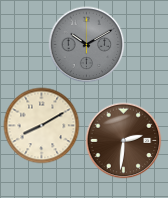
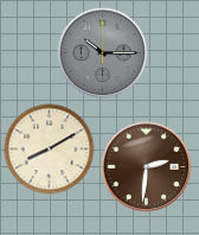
clock at (87, 45): 10:10 -> 10:15
